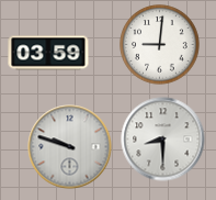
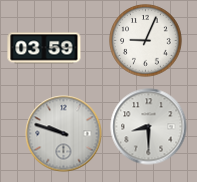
clock at (160, 45): 9:01 -> 9:04
